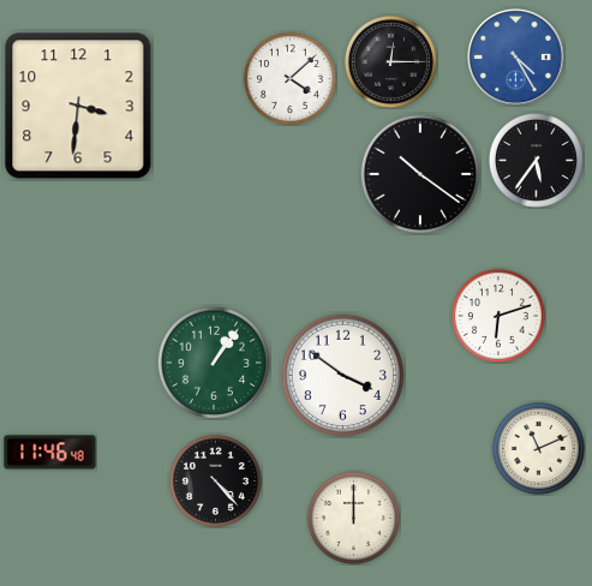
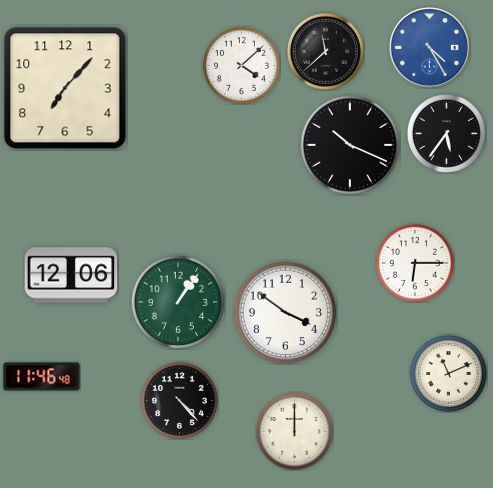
clock at (390, 61): 12:15 -> 11:38
clock at (78, 106): 3:31 -> 7:07
clock at (419, 173): 10:21 -> 10:19
clock at (498, 316): 6:12 -> 6:15
clock at (71, 275): none -> 12:06
